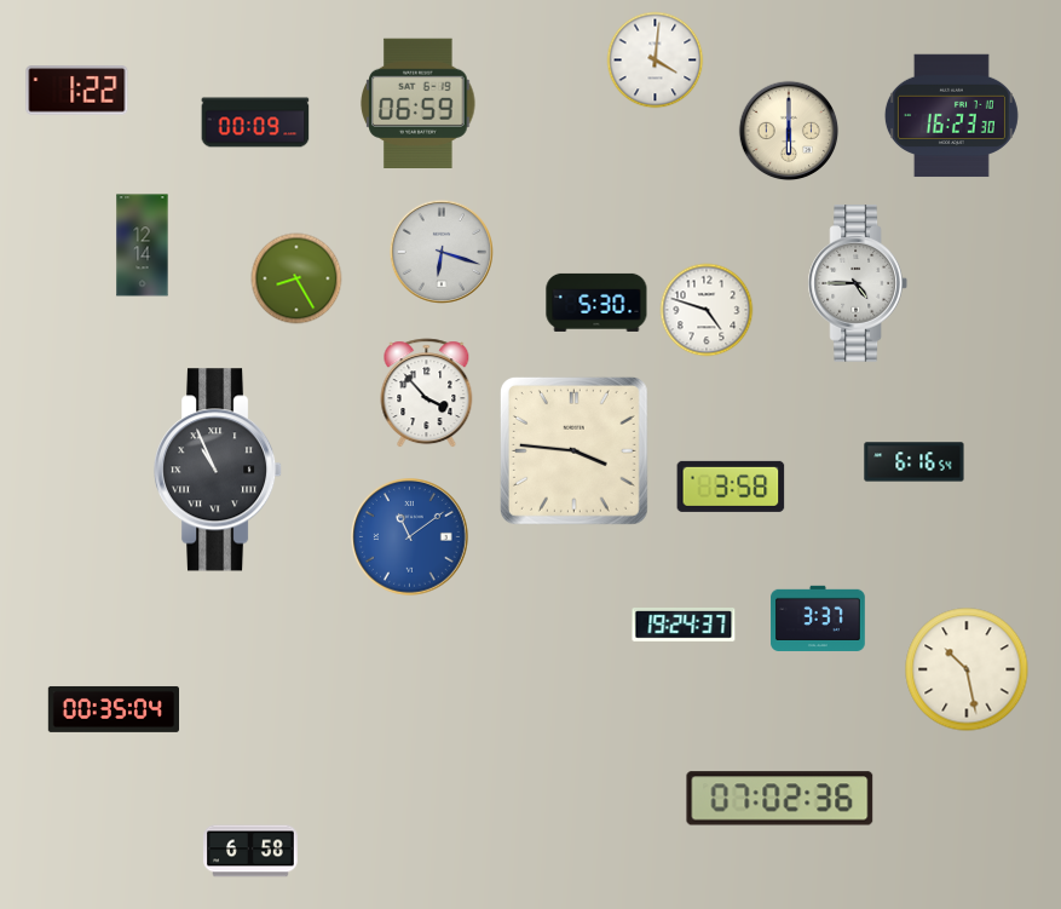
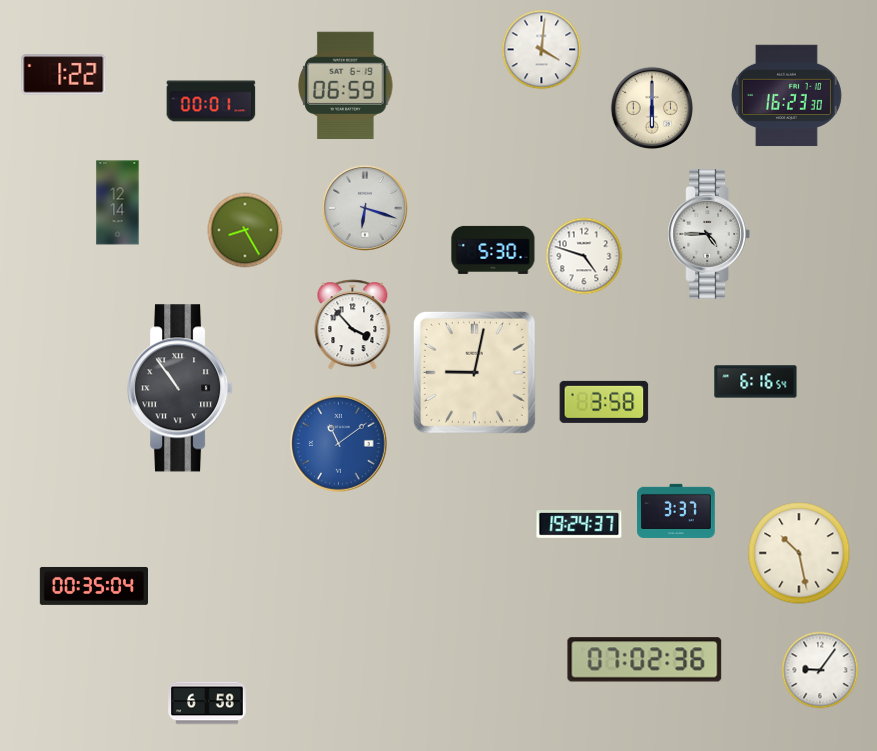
clock at (255, 122): 00:09 -> 00:01
clock at (573, 450): 3:46 -> 9:02
clock at (219, 470): 10:56 -> 10:54
clock at (684, 626) position: (684, 626) -> (579, 525)
clock at (820, 670): none -> 9:06
